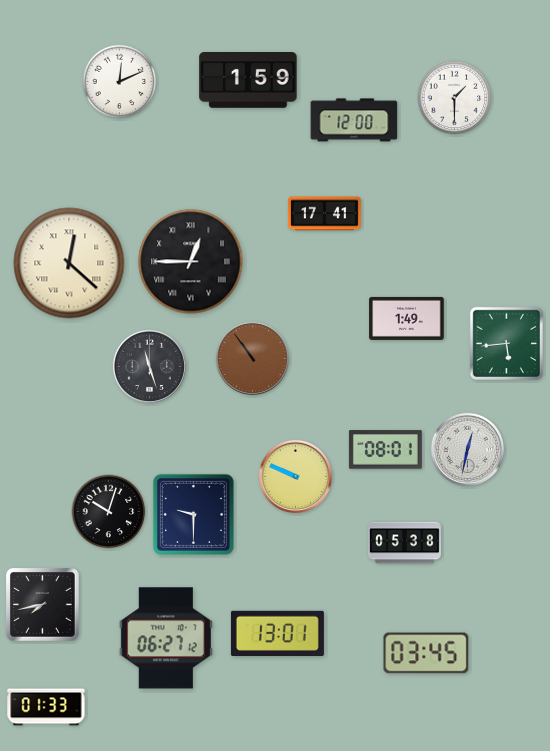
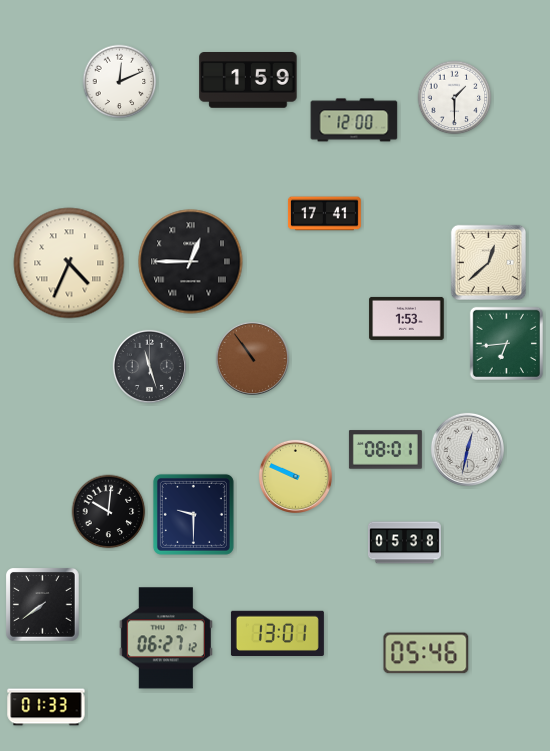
clock at (488, 262): none -> 12:38
clock at (69, 263): 12:22 -> 4:34
clock at (407, 318): 1:49 -> 1:53
clock at (506, 343): 5:44 -> 6:44
clock at (109, 512): 10:03 -> 10:01
clock at (43, 605): 7:43 -> 7:39
clock at (426, 653): 03:45 -> 05:46
